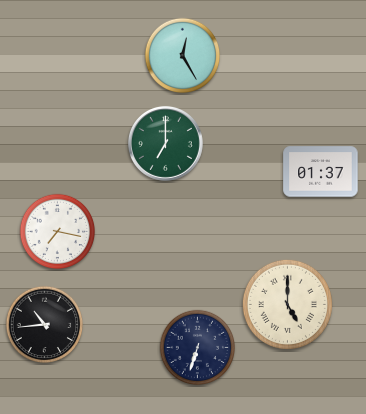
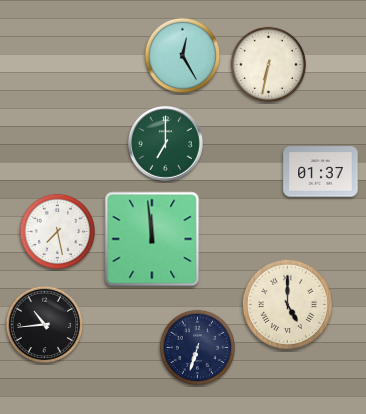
clock at (269, 65): none -> 6:32
clock at (58, 232): 7:17 -> 7:28
clock at (152, 239): none -> 11:59
